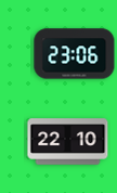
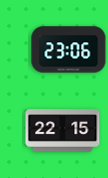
clock at (68, 142): 22:10 -> 22:15
